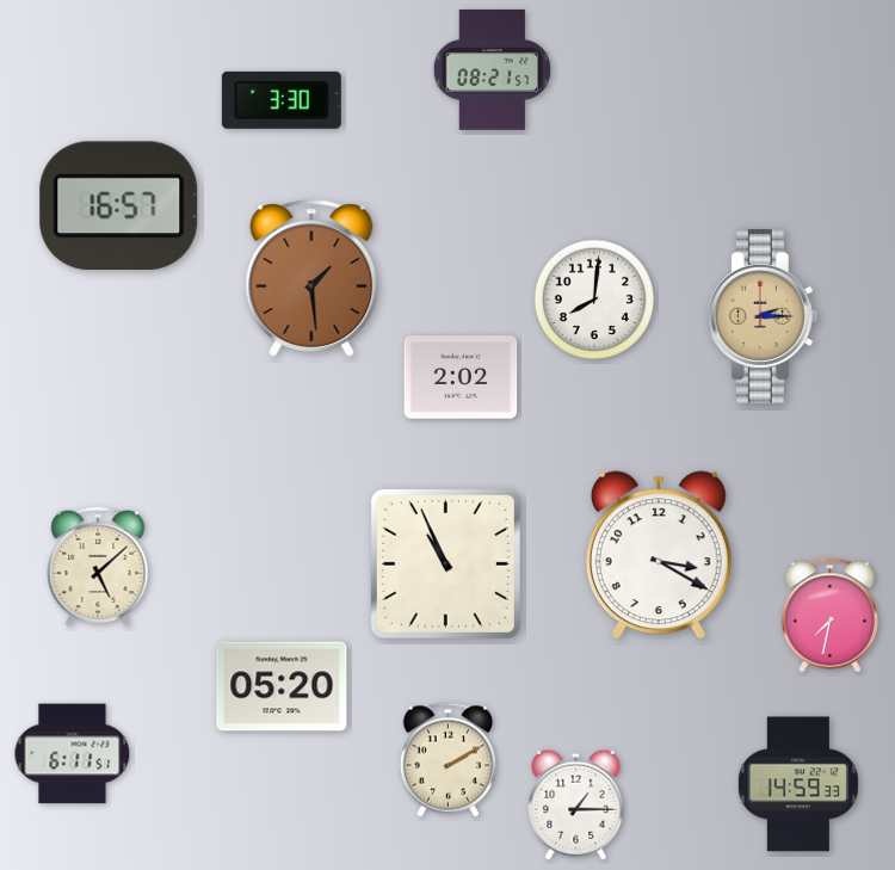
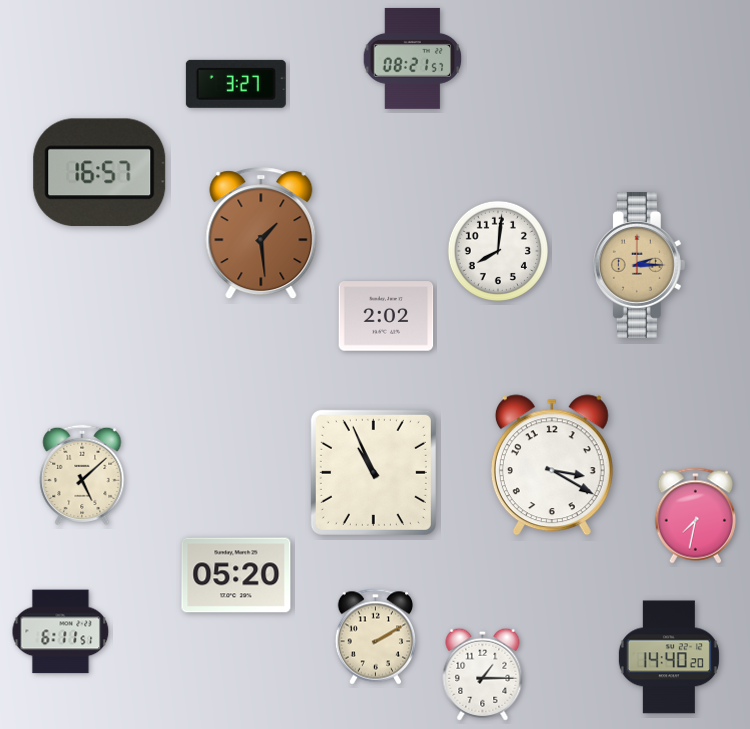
clock at (282, 100): 3:30 -> 3:27
clock at (798, 784): 14:59 -> 14:40
